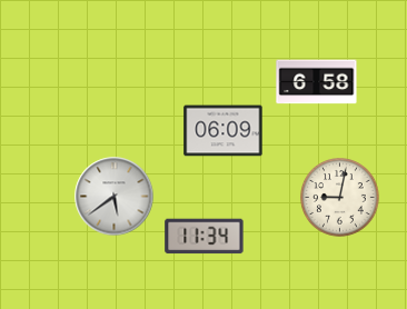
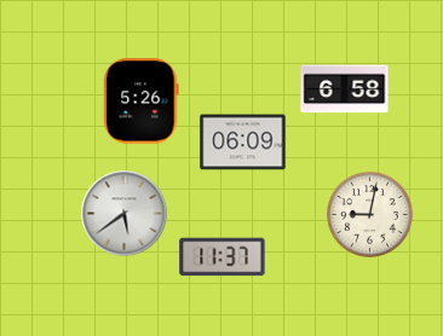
clock at (142, 102): none -> 5:26
clock at (205, 237): 11:34 -> 11:37
